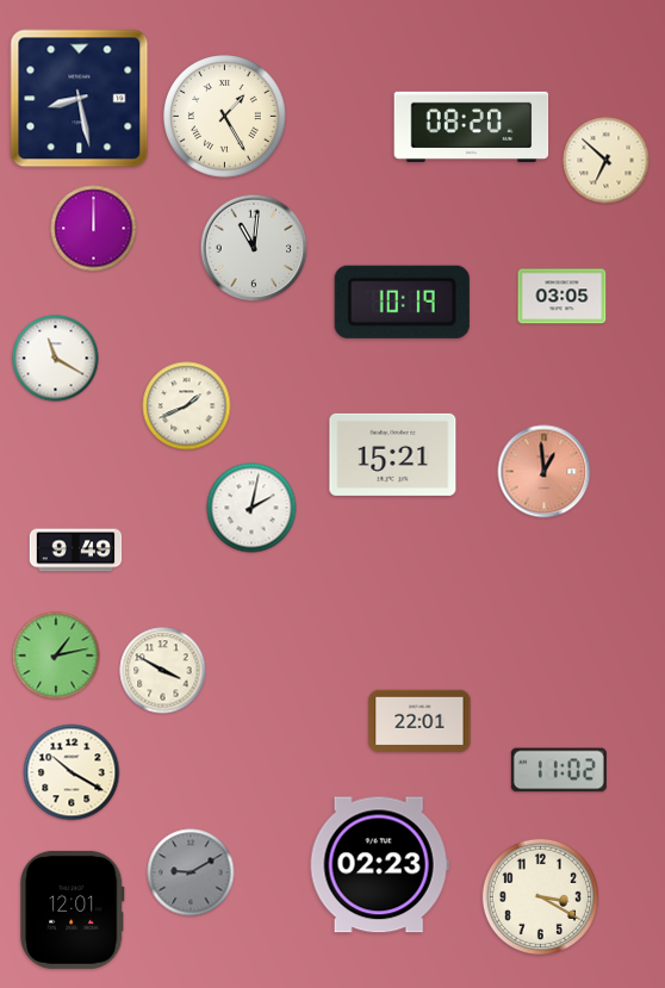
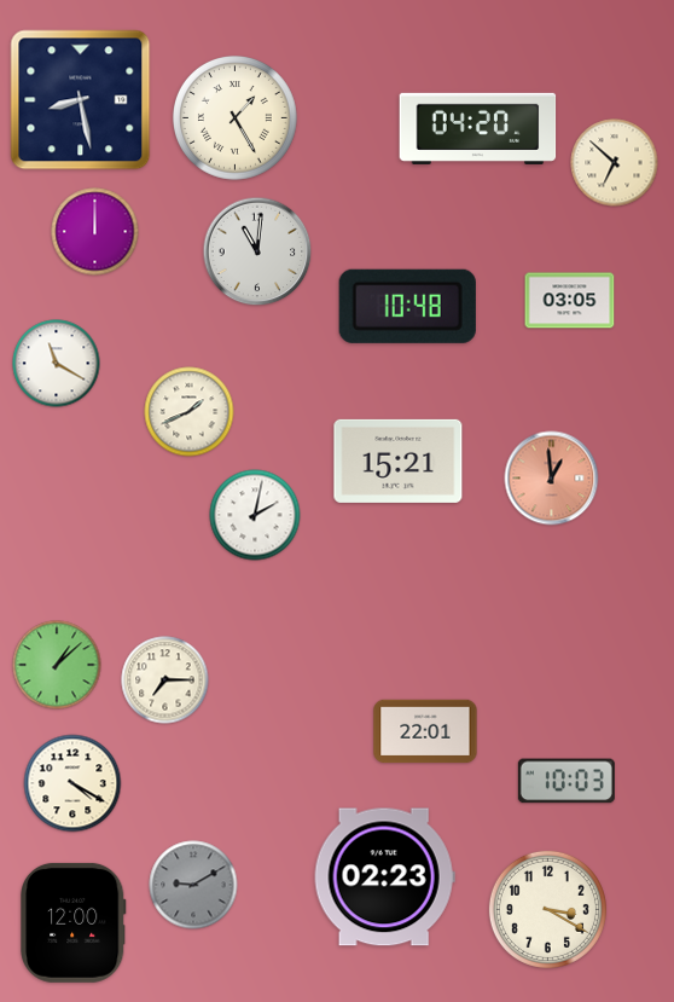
clock at (225, 117) position: (225, 117) -> (236, 118)
clock at (472, 126): 08:20 -> 04:20
clock at (402, 302): 10:19 -> 10:48
clock at (76, 551): 9:49 -> none
clock at (56, 655): 1:13 -> 1:08
clock at (163, 671): 3:50 -> 7:15
clock at (559, 770): 11:02 -> 10:03
clock at (72, 772): 10:20 -> 4:20
clock at (72, 909): 12:01 -> 12:00
